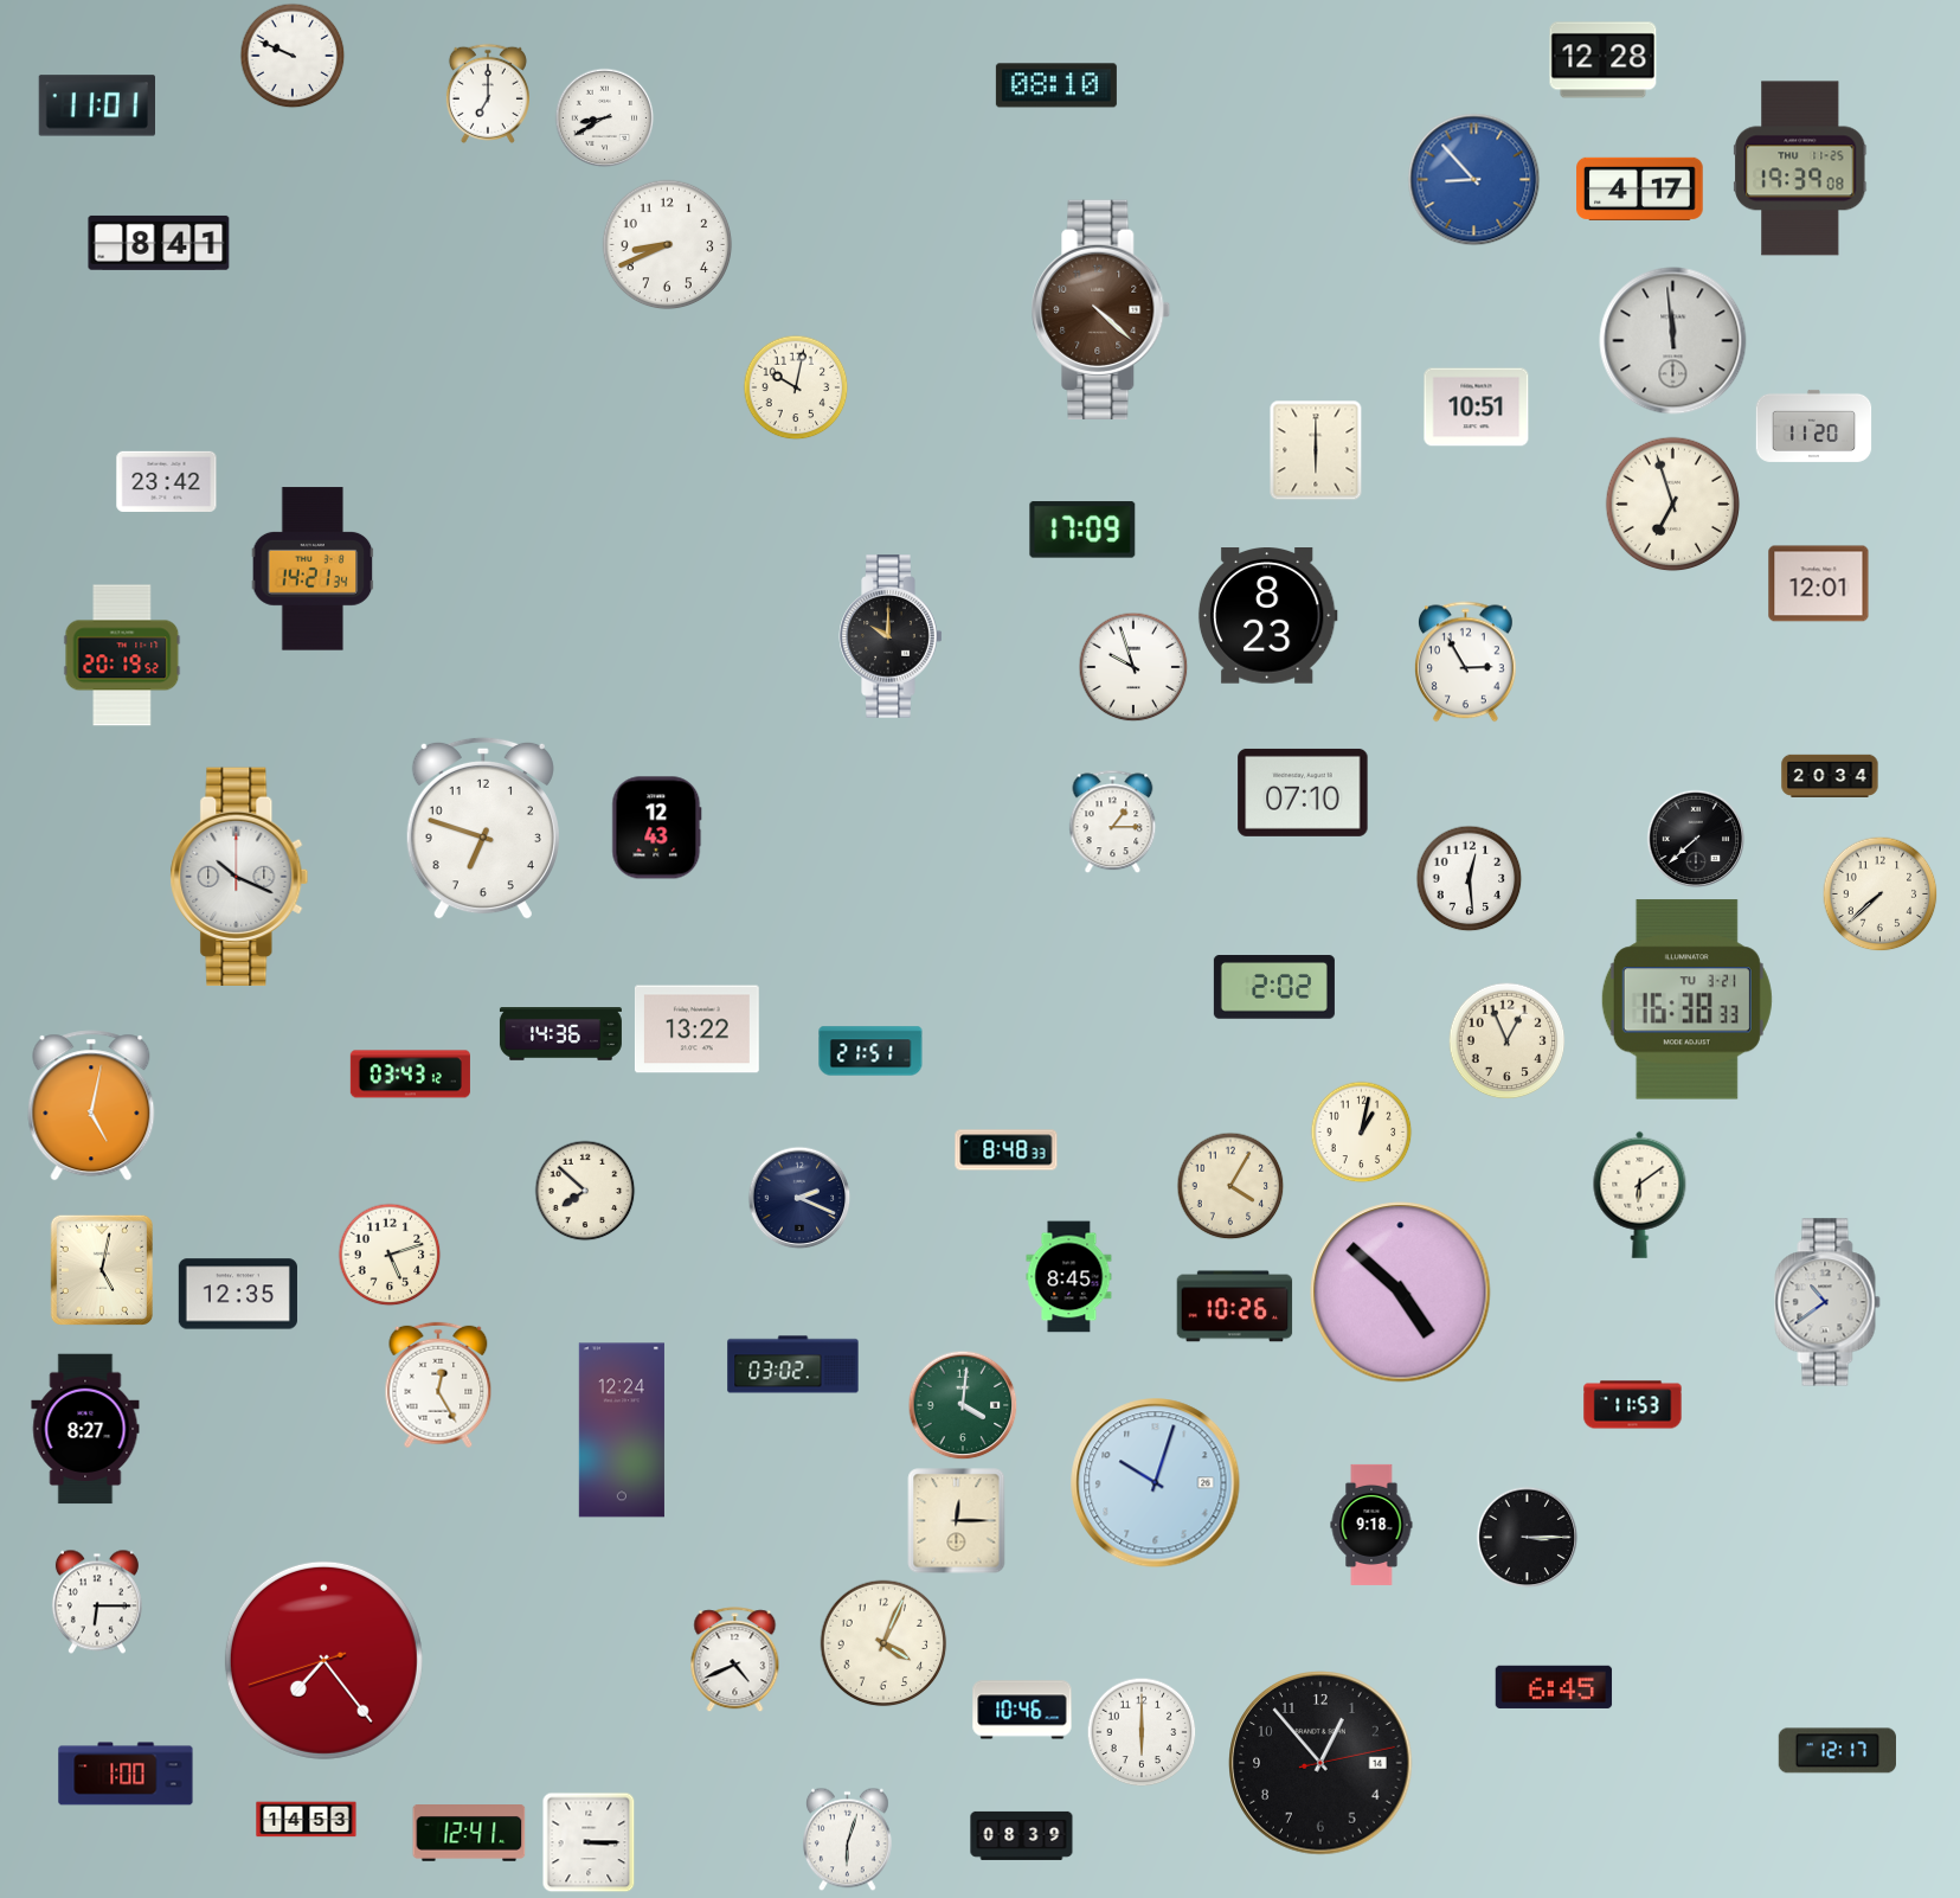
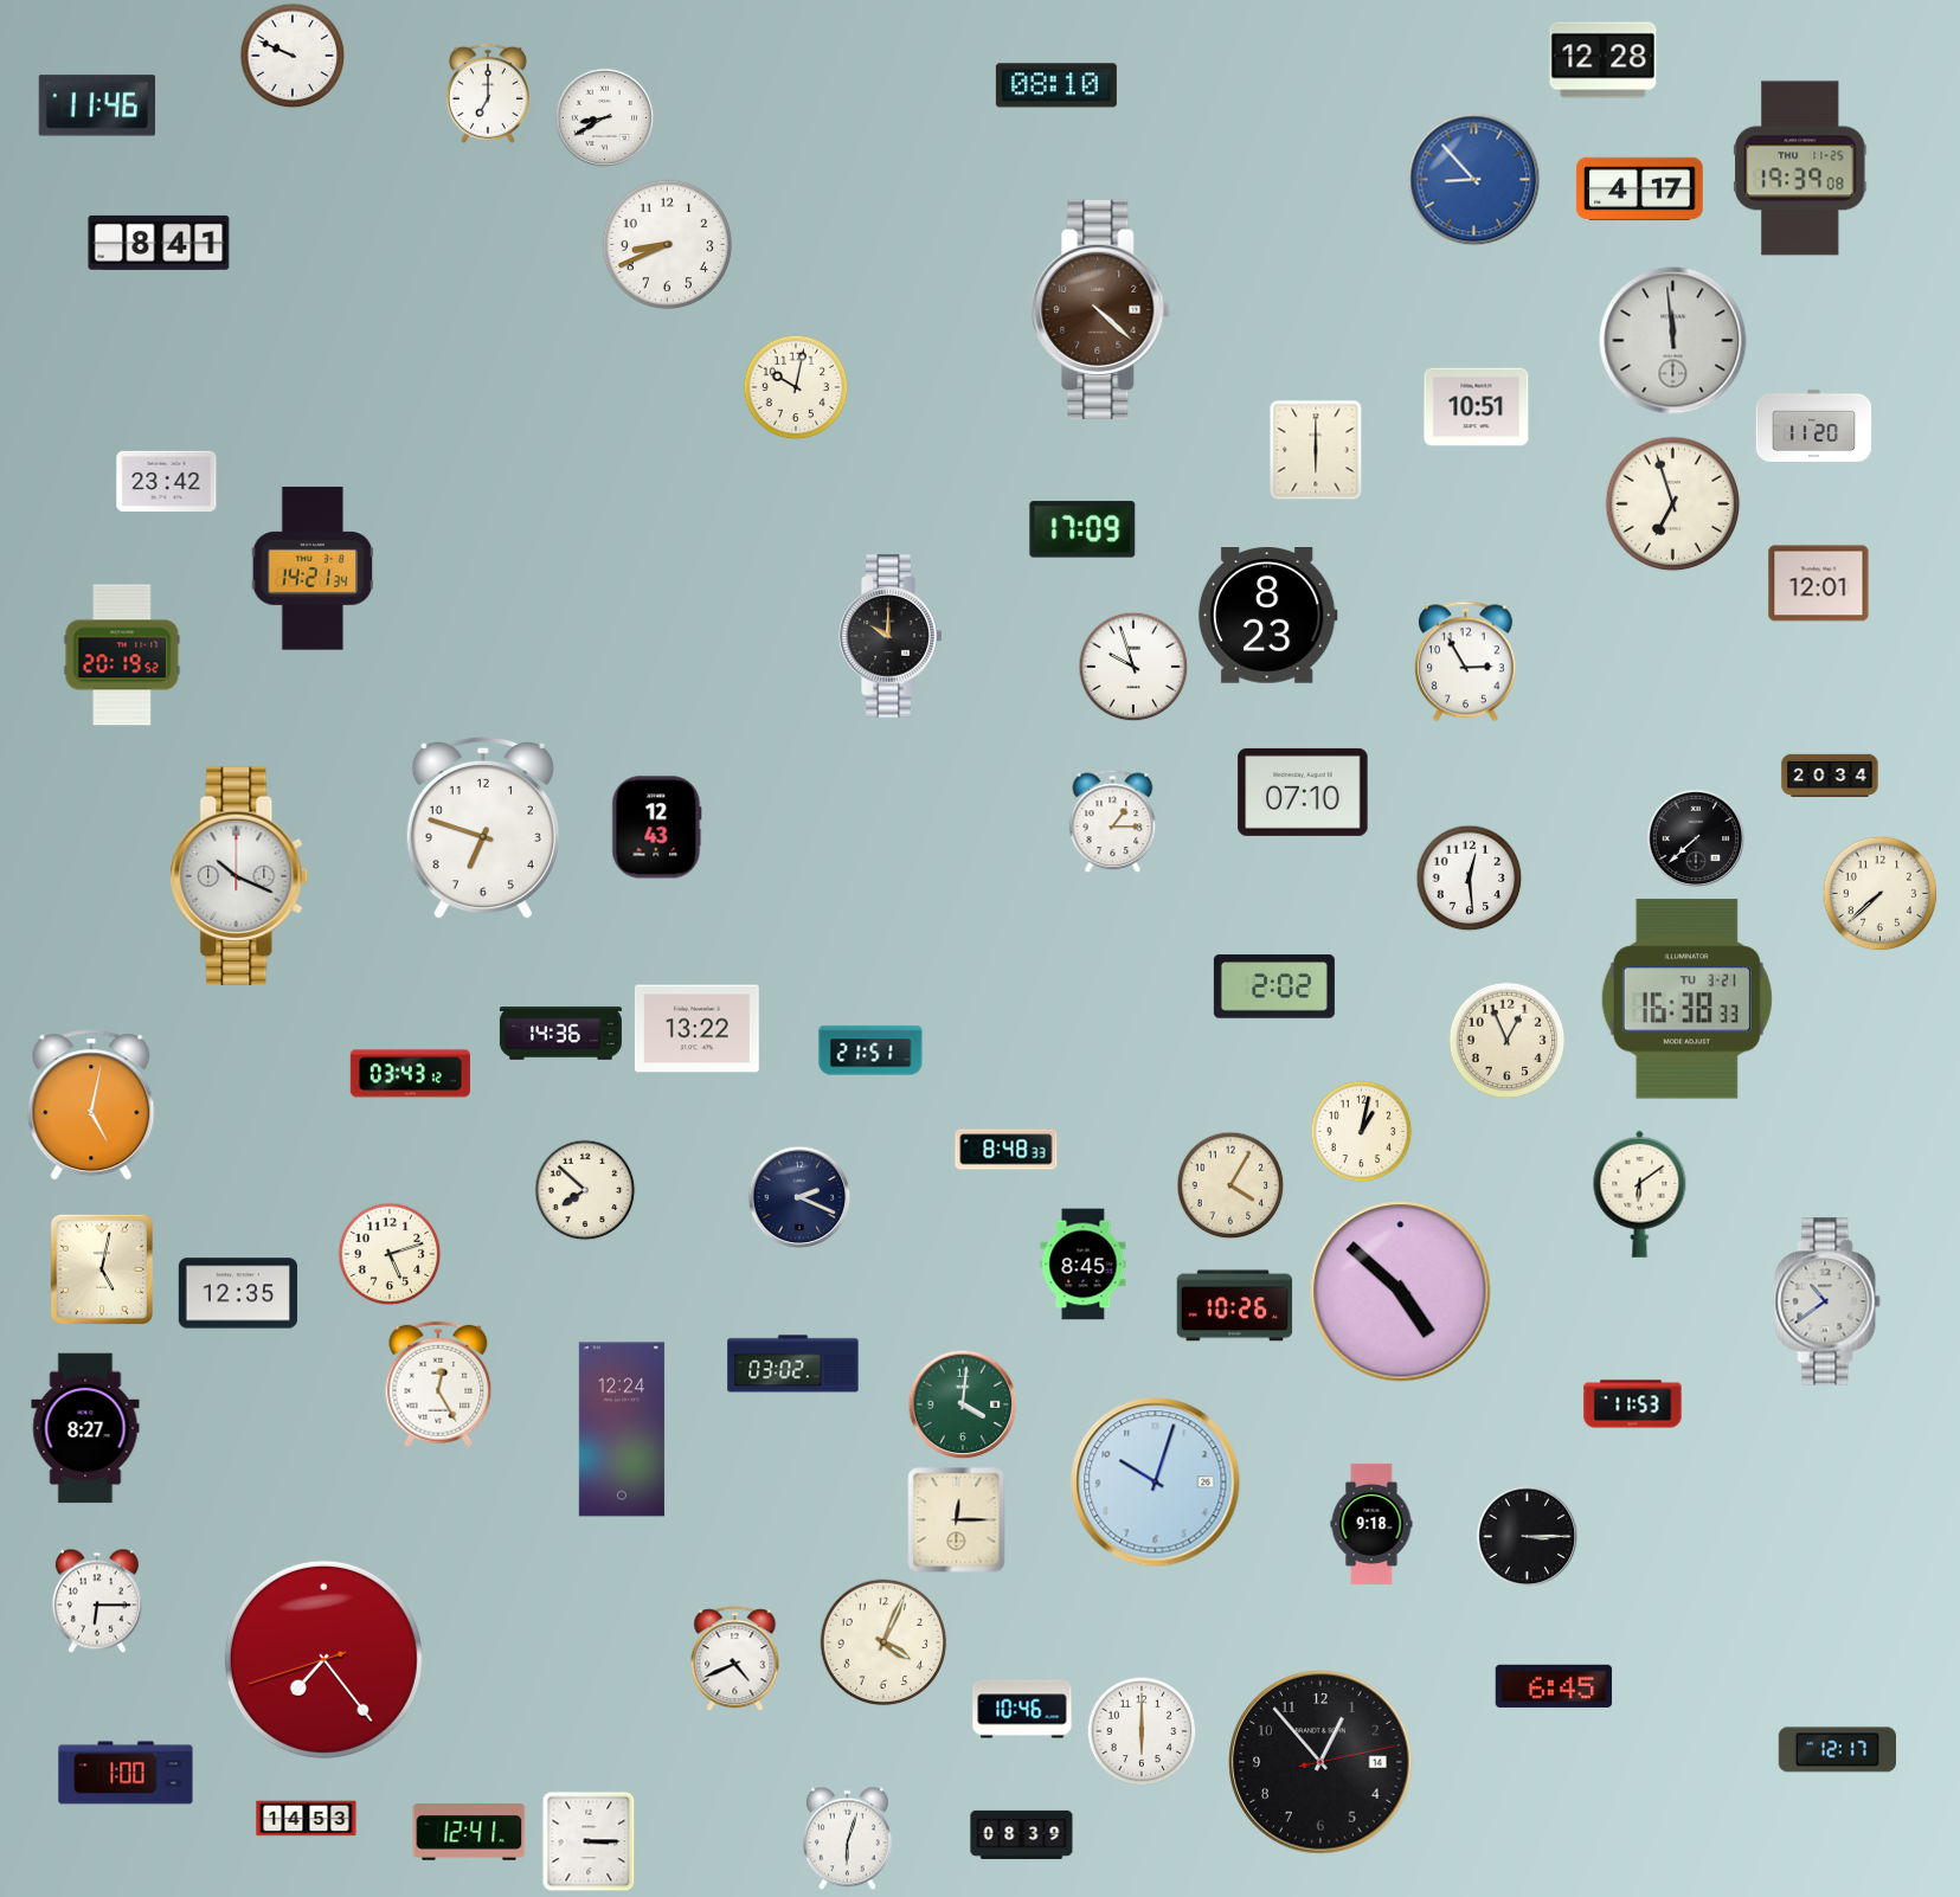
clock at (96, 105): 11:01 -> 11:46
clock at (1069, 1277) position: (1069, 1277) -> (1084, 1265)
